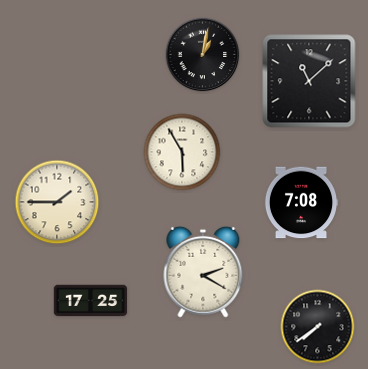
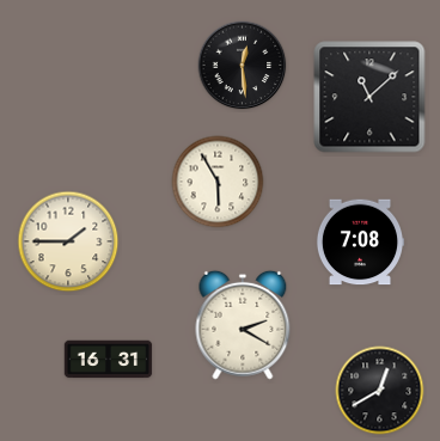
clock at (203, 55): 1:02 -> 12:29
clock at (91, 301): 17:25 -> 16:31
clock at (318, 327): 7:39 -> 12:40
